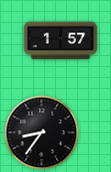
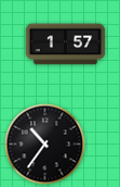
clock at (42, 133): 8:36 -> 10:36
